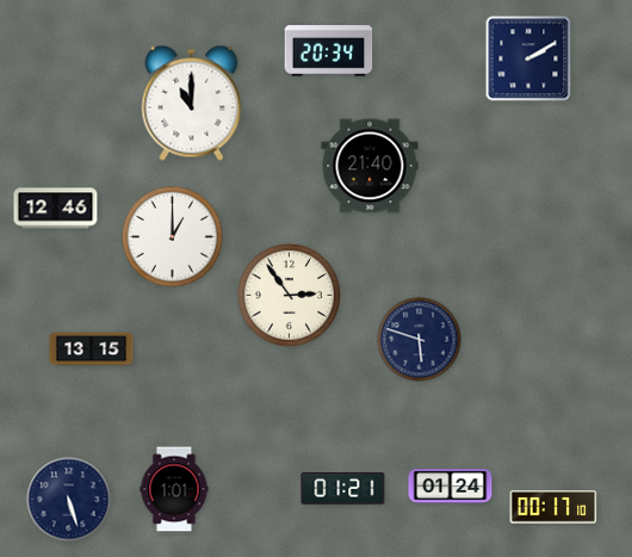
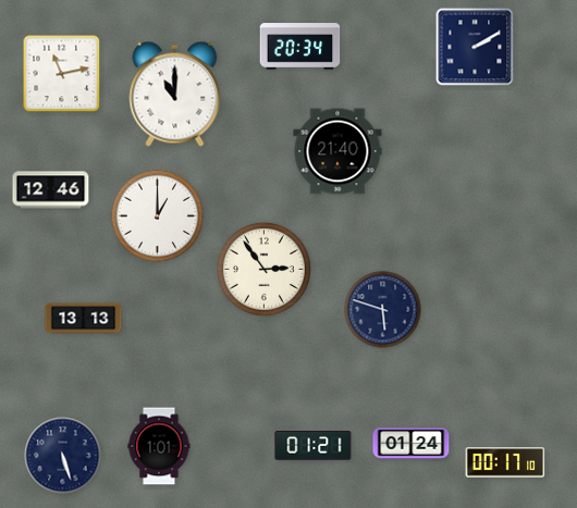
clock at (528, 58) position: (528, 58) -> (475, 47)
clock at (62, 74): none -> 11:13
clock at (92, 349): 13:15 -> 13:13
